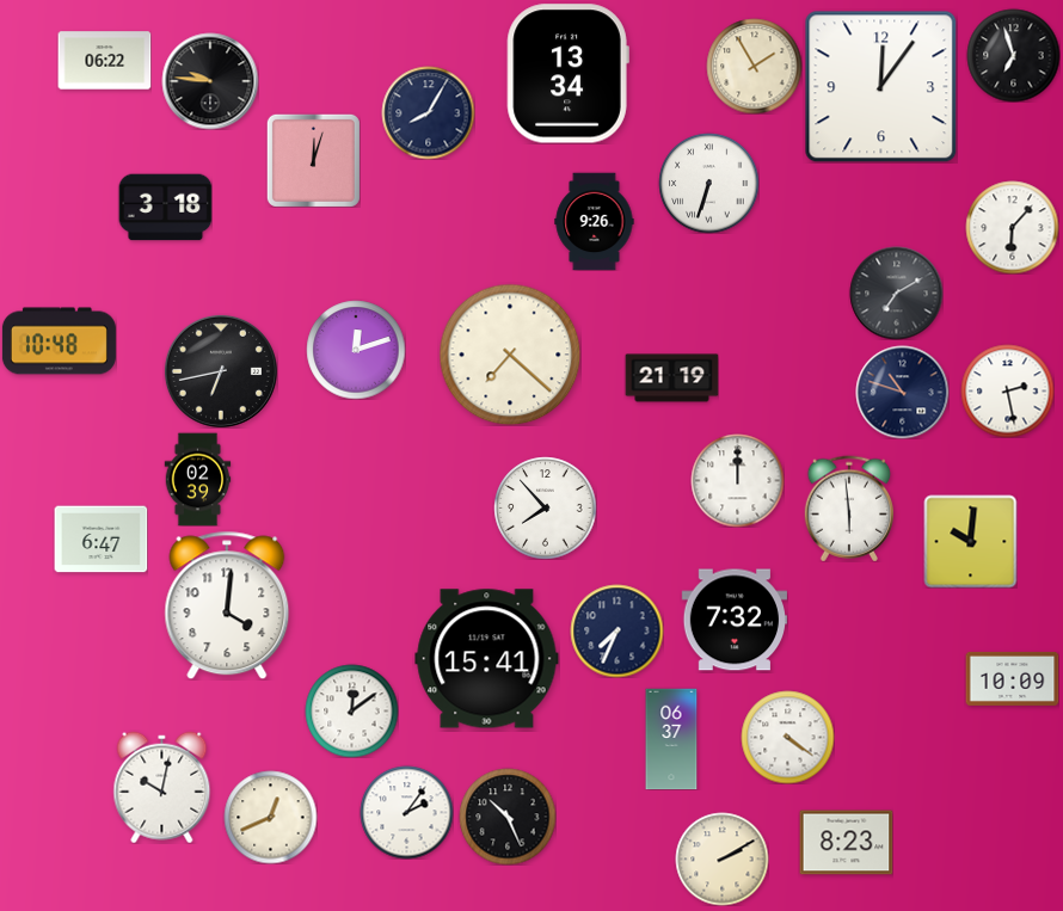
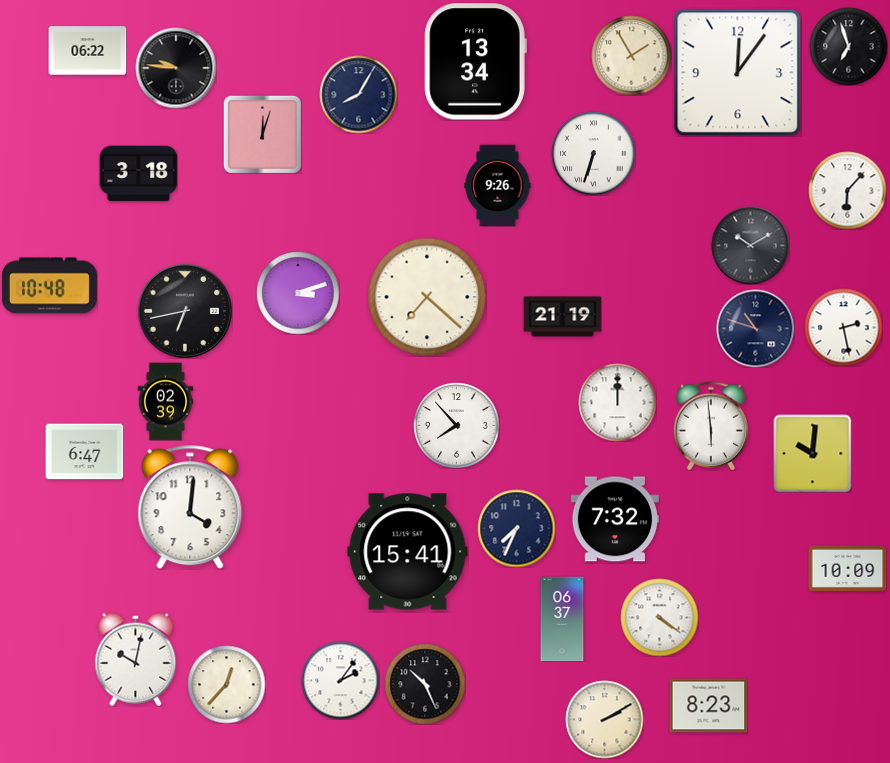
clock at (896, 293): 7:10 -> 10:10
clock at (356, 350): 12:12 -> 3:12
clock at (351, 710): 12:09 -> none
clock at (270, 817): 12:41 -> 12:37
